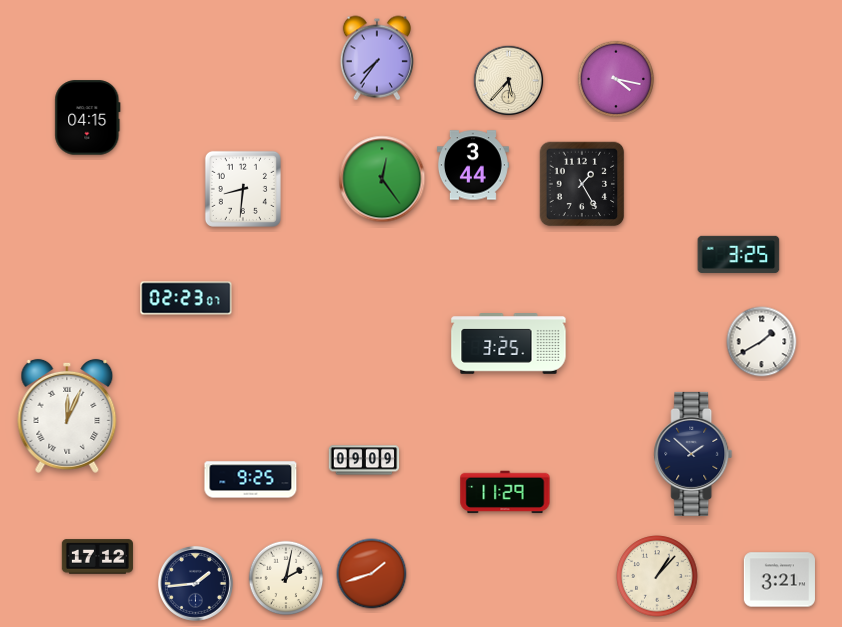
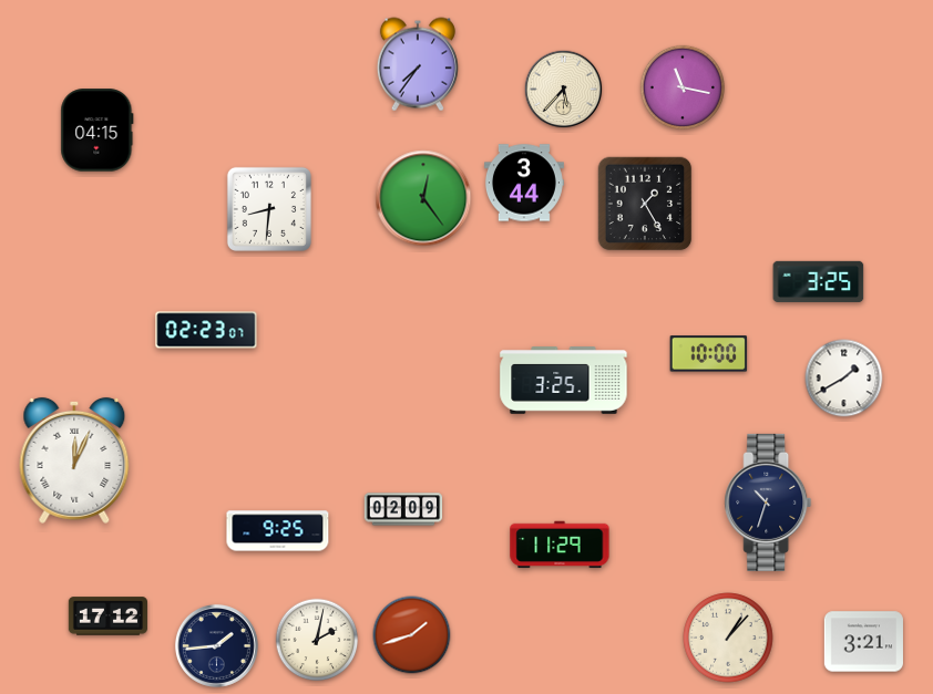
clock at (615, 78): 4:17 -> 11:17
clock at (709, 354): none -> 10:00
clock at (693, 454): 1:52 -> 10:33
clock at (364, 460): 09:09 -> 02:09
